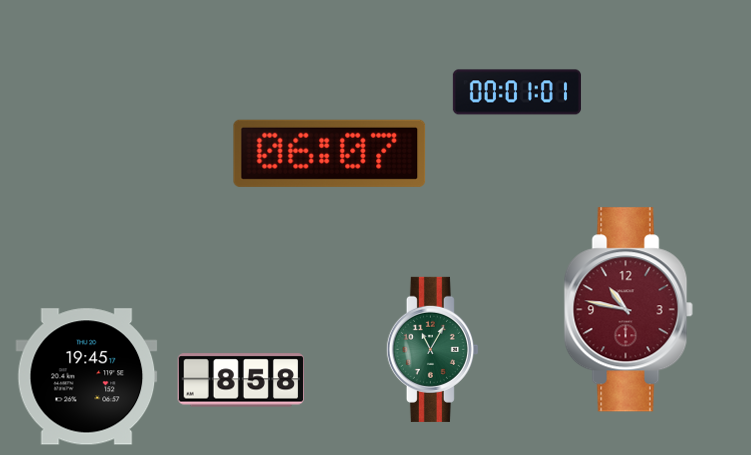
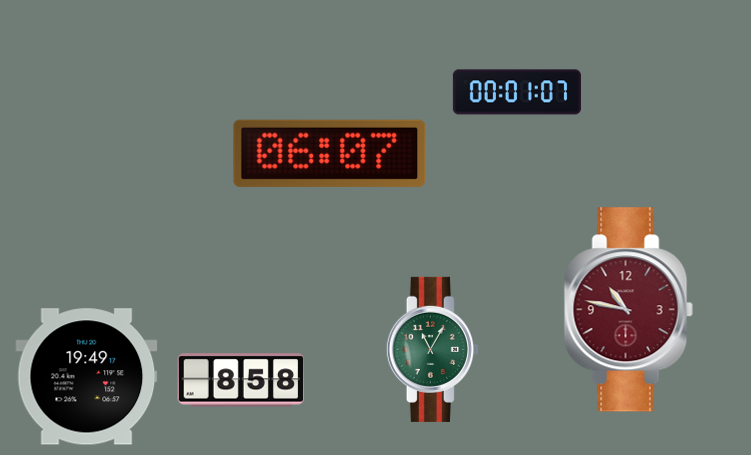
clock at (517, 92): 00:01:01 -> 00:01:07
clock at (87, 377): 19:45 -> 19:49
